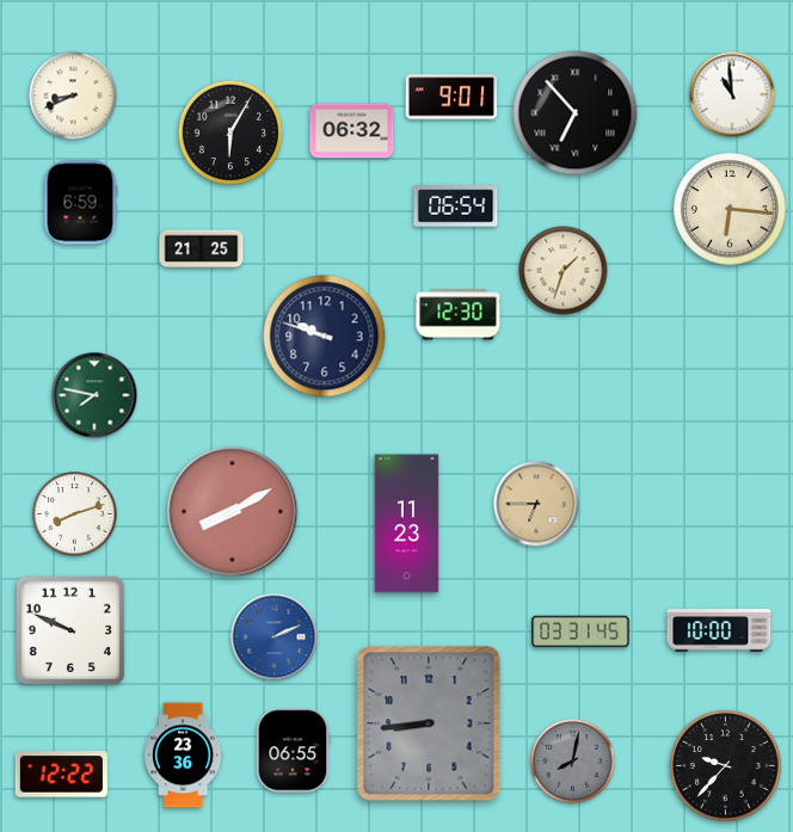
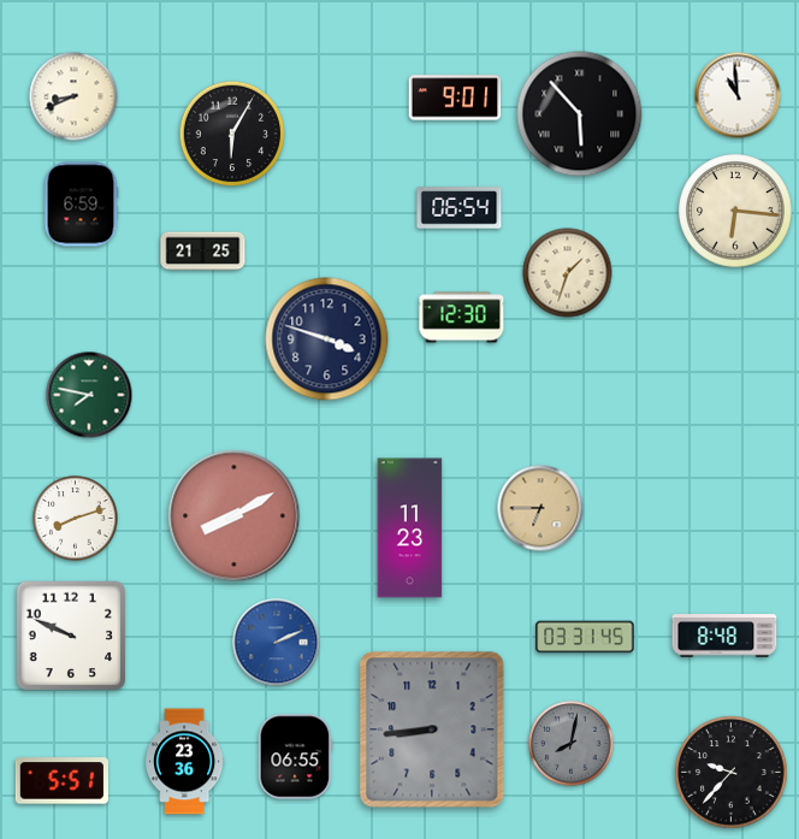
clock at (576, 113): 6:53 -> 5:53
clock at (352, 131): 06:32 -> none
clock at (325, 337): 9:48 -> 3:48
clock at (94, 395) position: (94, 395) -> (89, 395)
clock at (719, 630): 10:00 -> 8:48
clock at (573, 762) position: (573, 762) -> (572, 744)
clock at (61, 775): 12:22 -> 5:51
